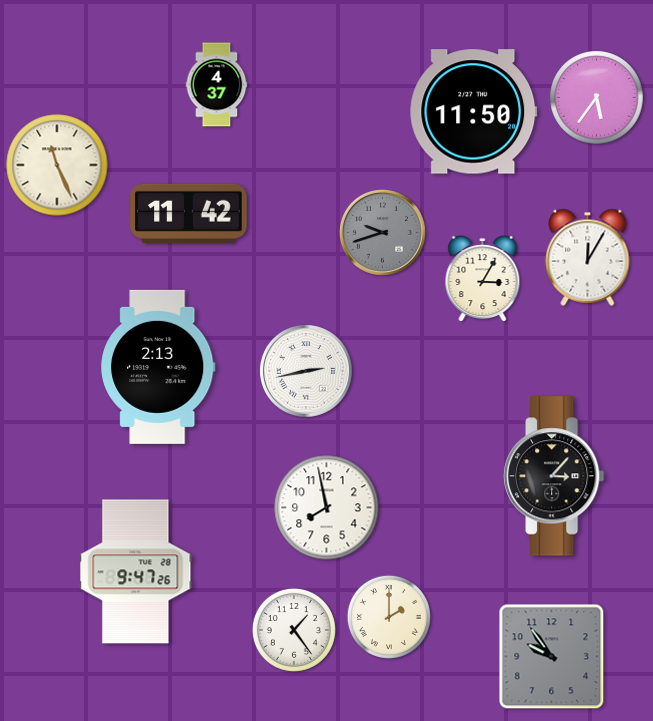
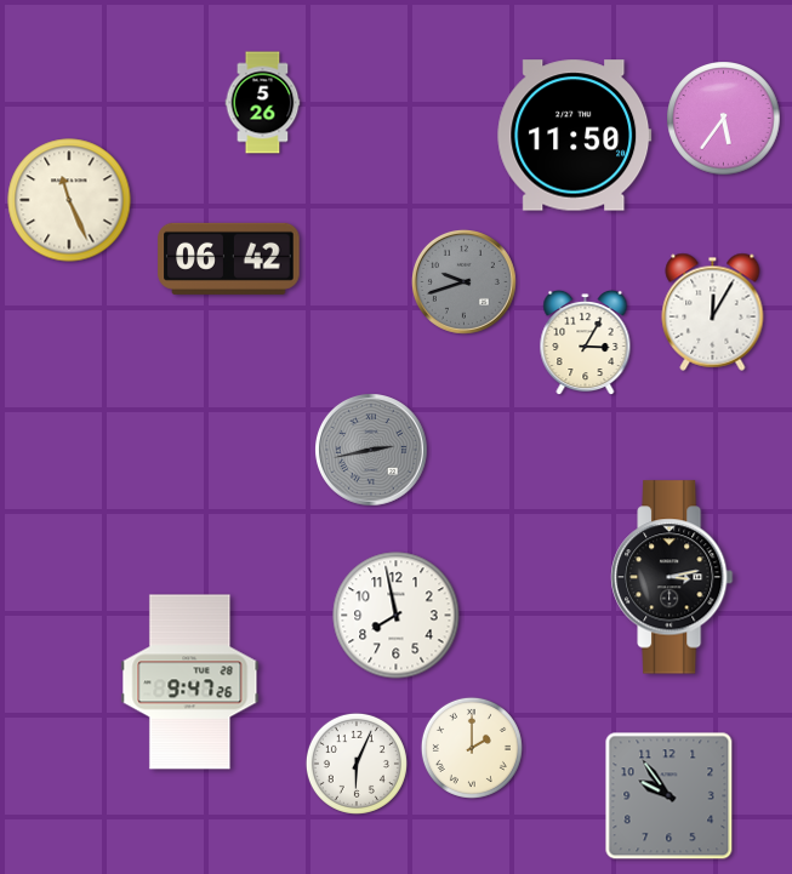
clock at (217, 85): 4:37 -> 5:26
clock at (189, 213): 11:42 -> 06:42
clock at (483, 279) position: (483, 279) -> (586, 343)
clock at (158, 367): 2:13 -> none
clock at (307, 372) dial: white -> grey
clock at (554, 476): 3:07 -> 3:13
clock at (136, 572) position: (136, 572) -> (190, 682)
clock at (294, 630): 1:24 -> 6:04
